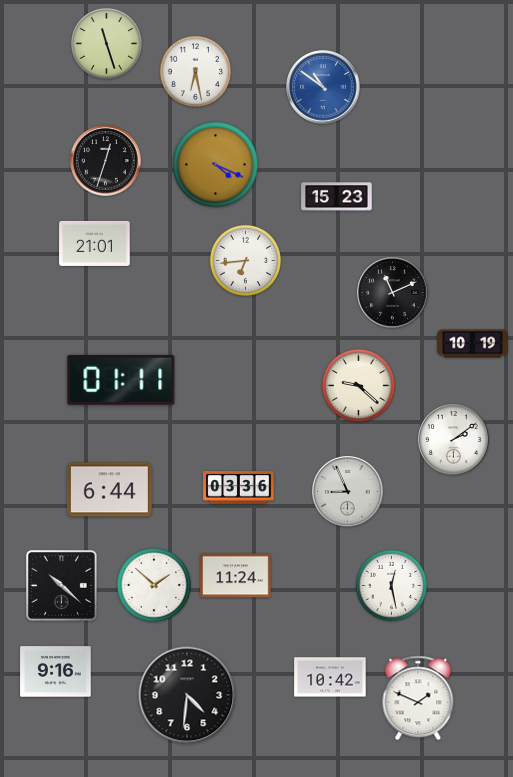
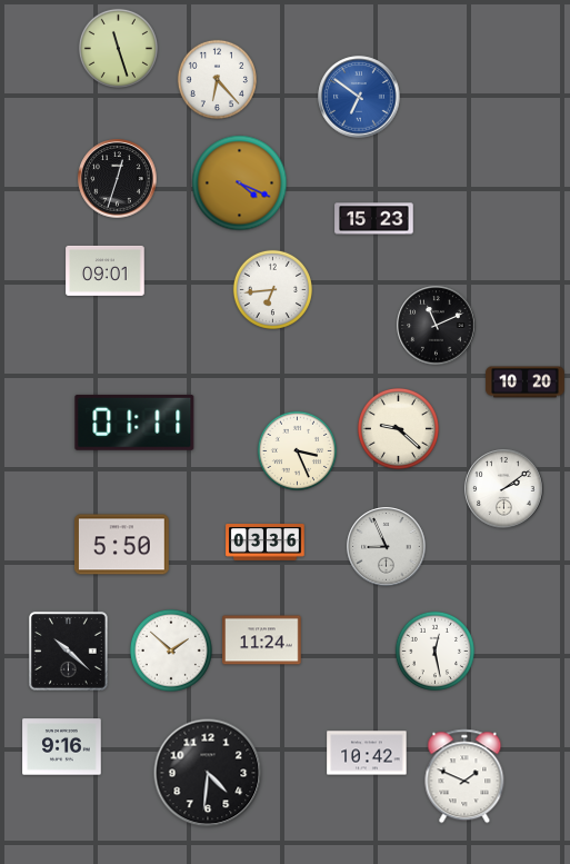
clock at (195, 71): 6:28 -> 6:23
clock at (323, 87): 10:51 -> 6:51
clock at (95, 243): 21:01 -> 09:01
clock at (473, 344): 10:19 -> 10:20
clock at (297, 450): none -> 3:26
clock at (109, 490): 6:44 -> 5:50
